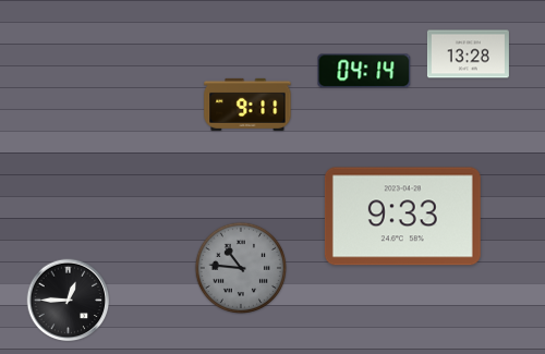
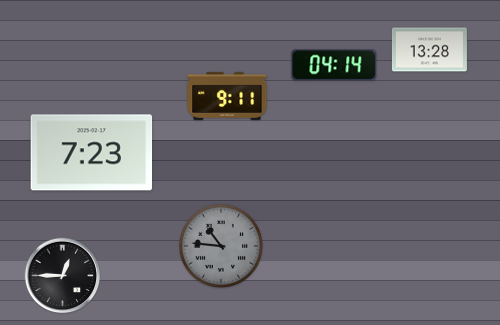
clock at (92, 153): none -> 7:23
clock at (402, 217): 9:33 -> none
